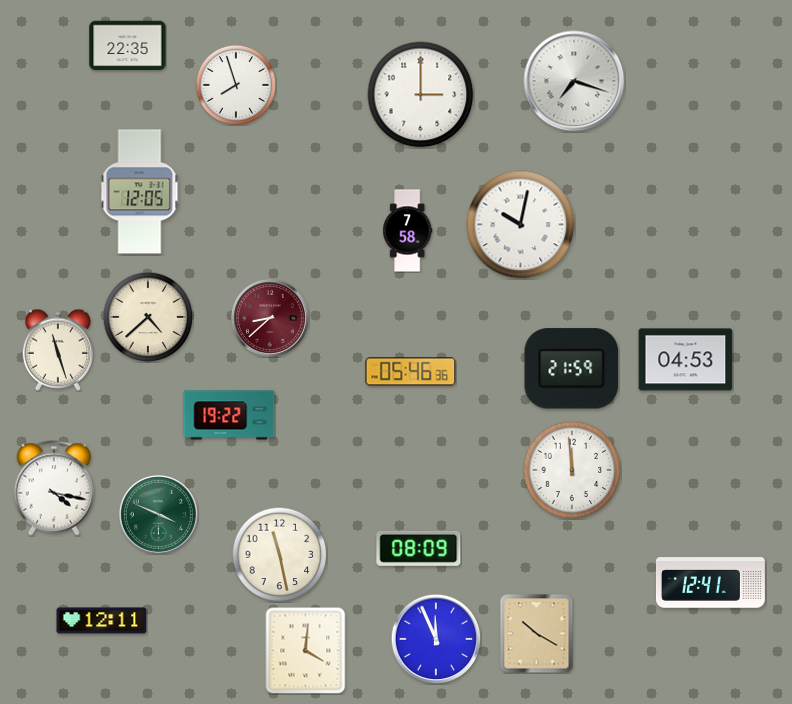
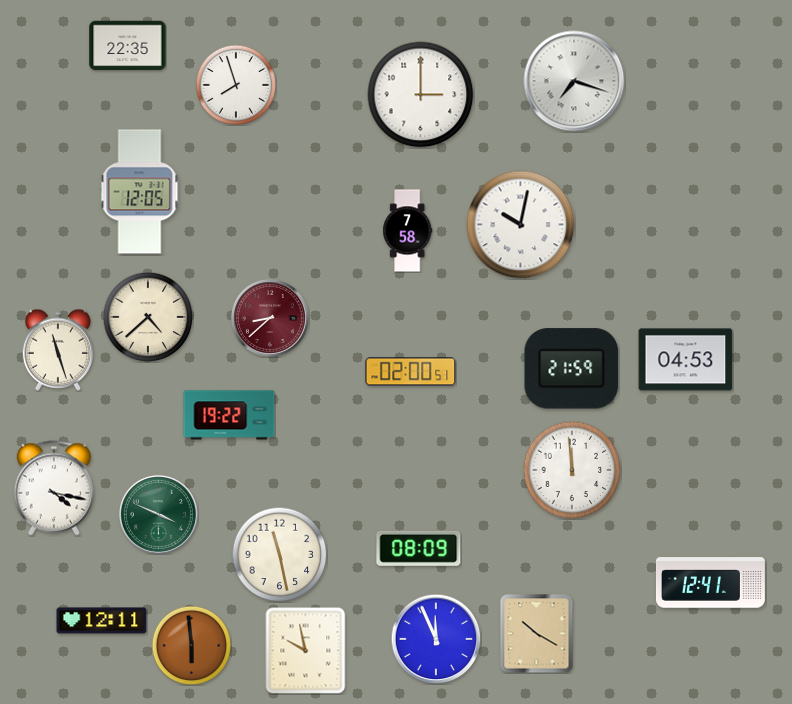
clock at (411, 372): 05:46 -> 02:00
clock at (191, 645): none -> 5:59
clock at (306, 650): 4:01 -> 9:58
